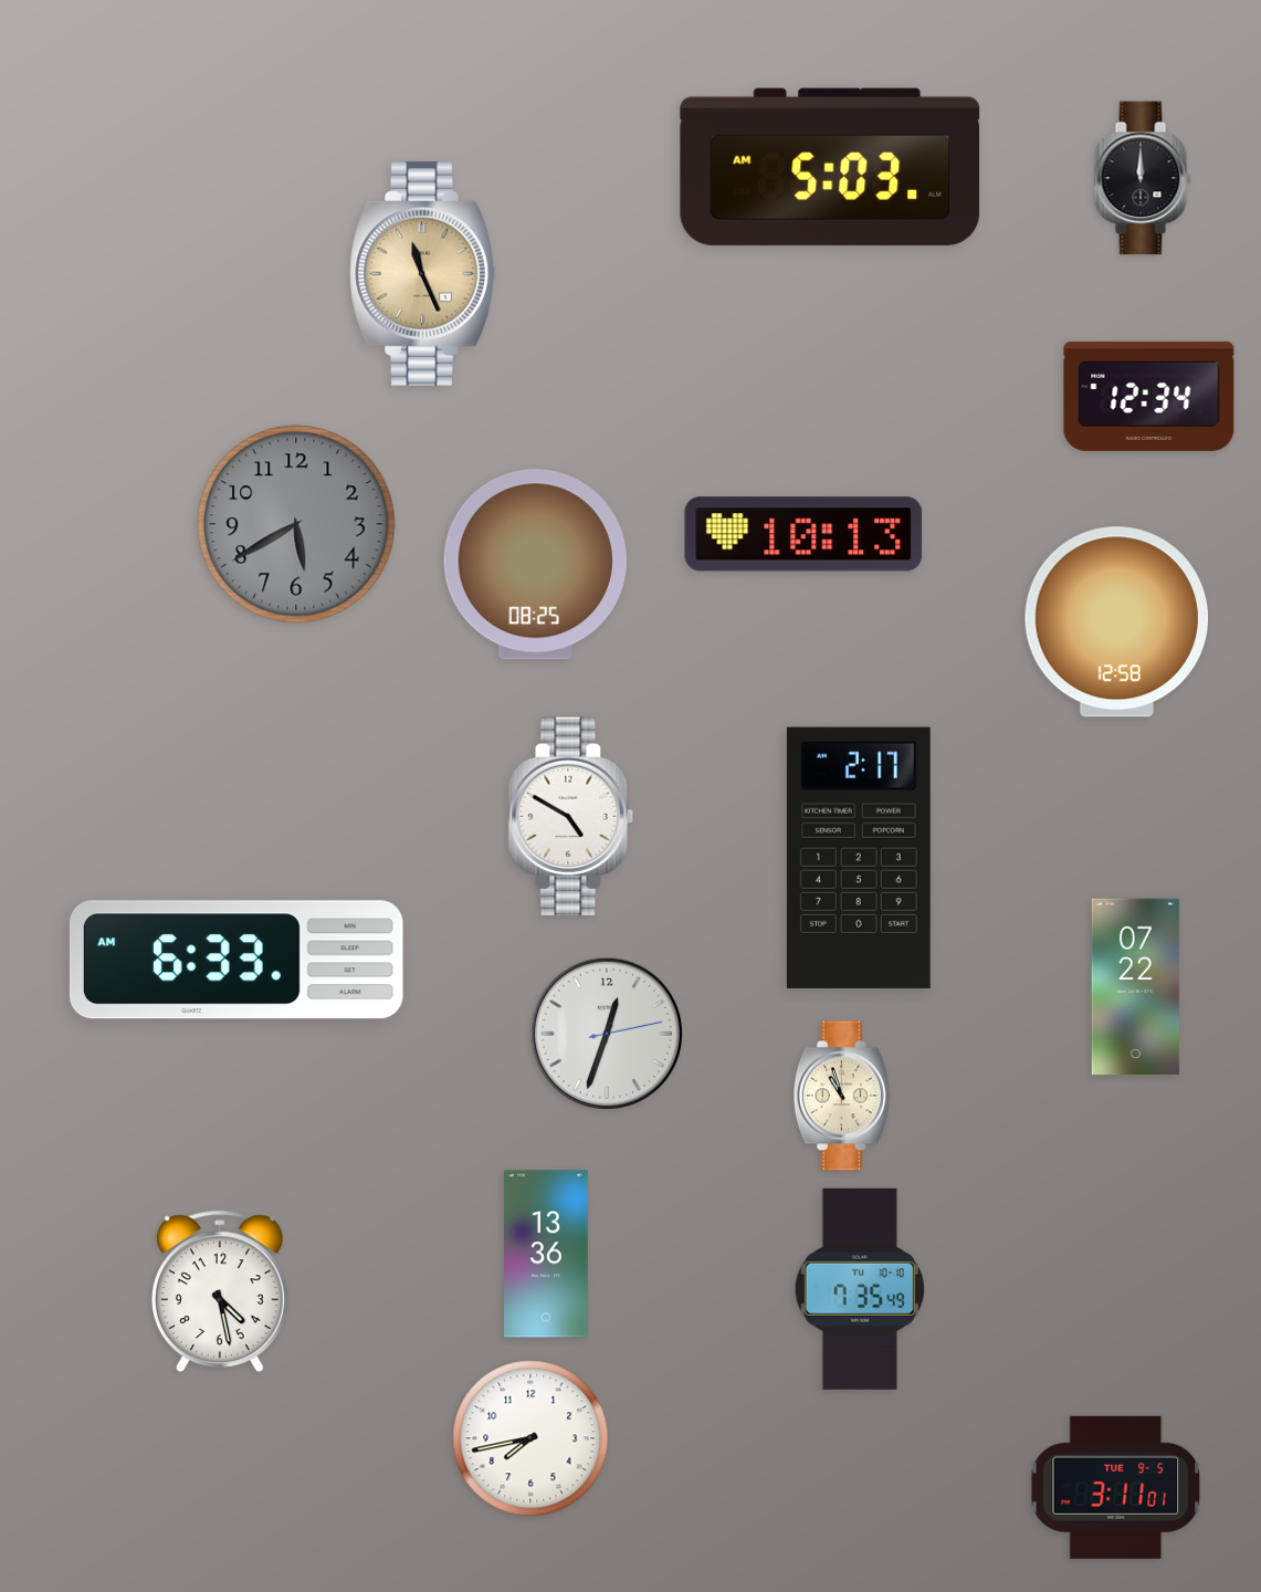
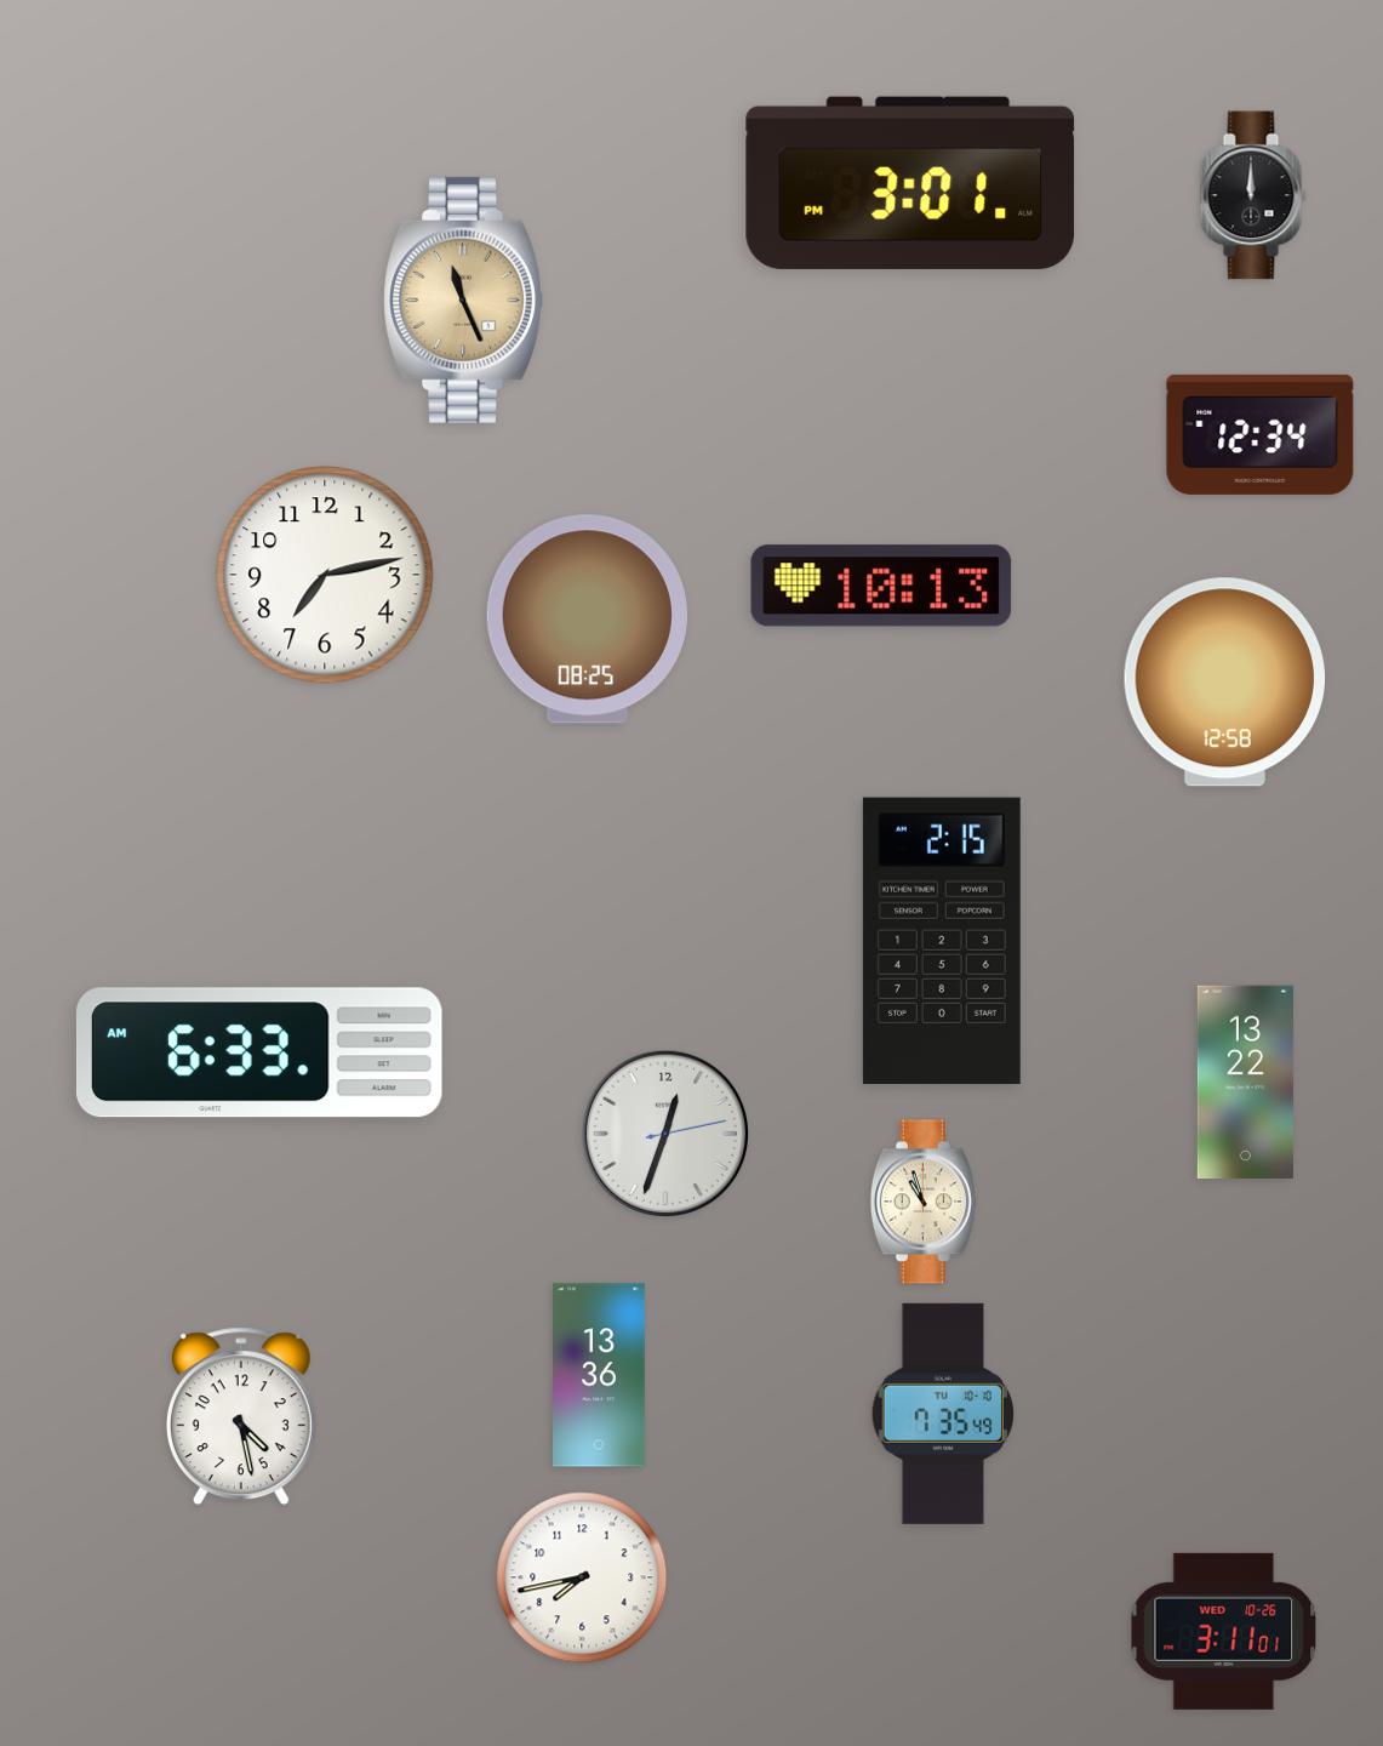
clock at (830, 167): 5:03 -> 3:01
clock at (296, 524): 5:40 -> 7:13
clock at (296, 524) dial: grey -> white
clock at (571, 816): 4:50 -> none
clock at (859, 858): 2:17 -> 2:15
clock at (1135, 987): 07:22 -> 13:22
clock at (1116, 1487) date: TUE 9-5 -> WED 10-26
